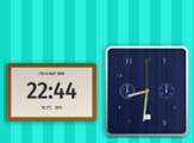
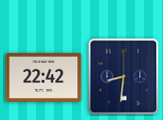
clock at (52, 92): 22:44 -> 22:42
